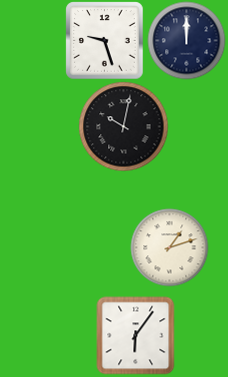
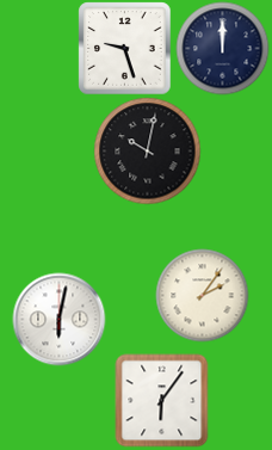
clock at (169, 247): 1:12 -> 2:06
clock at (58, 319): none -> 6:02
